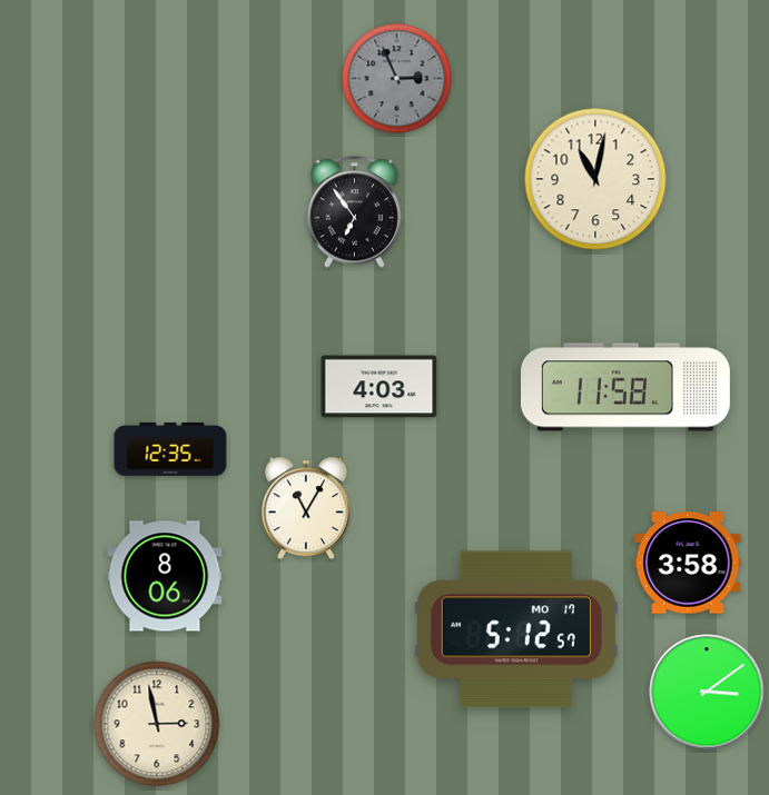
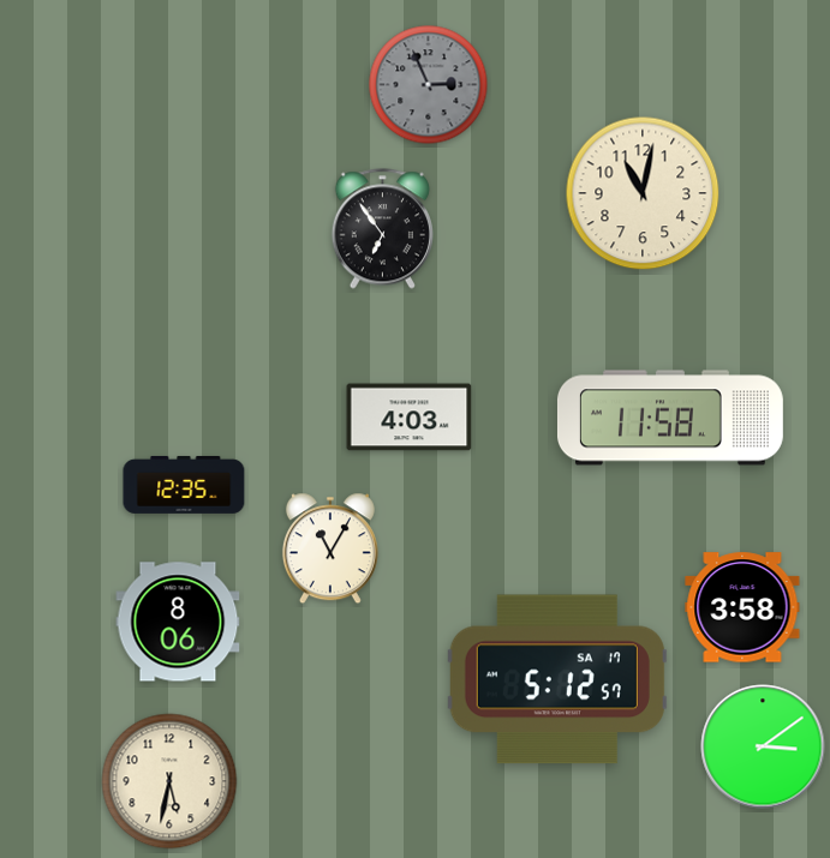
clock at (625, 387) position: (625, 387) -> (670, 418)
clock at (516, 629) date: MO 17 -> SA 17
clock at (157, 724): 2:58 -> 5:32
